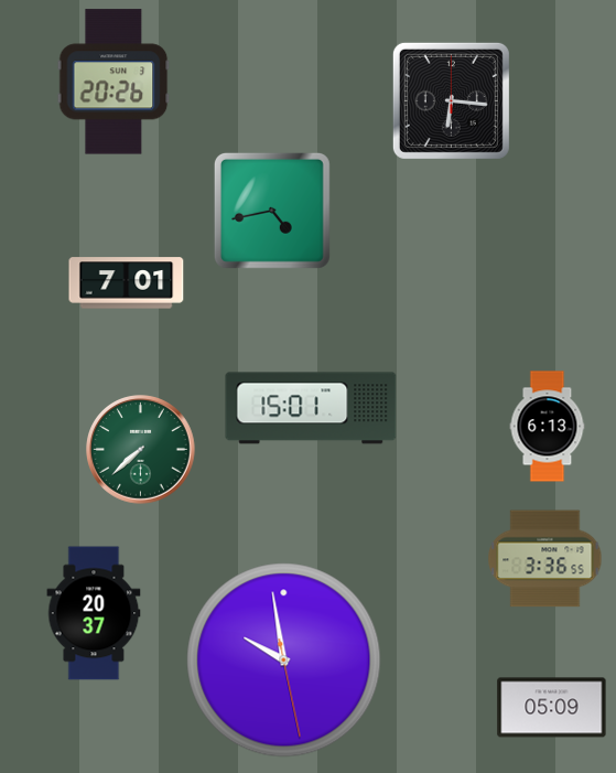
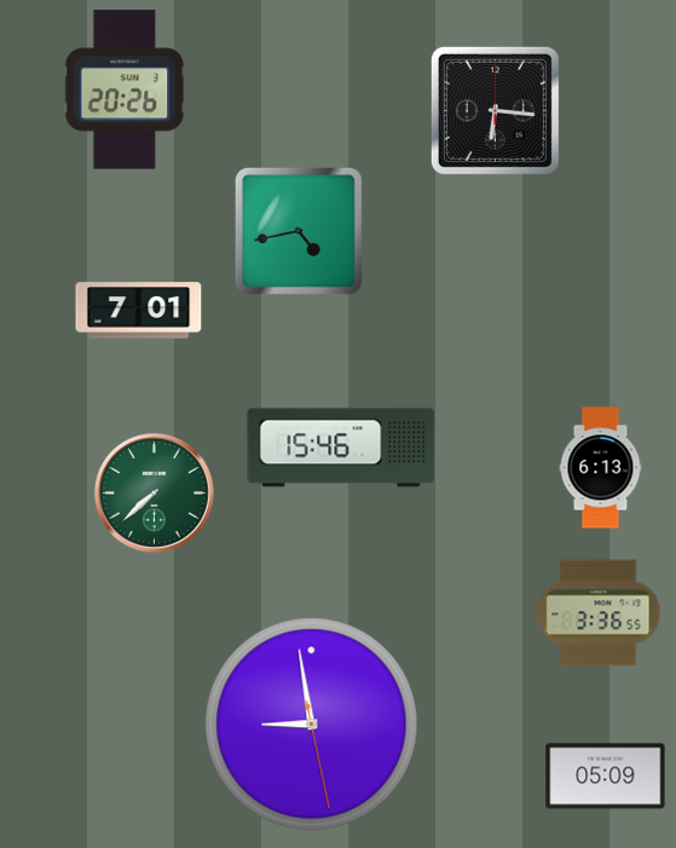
clock at (311, 408): 15:01 -> 15:46
clock at (94, 613): 20:37 -> none
clock at (284, 661): 9:58 -> 8:58
